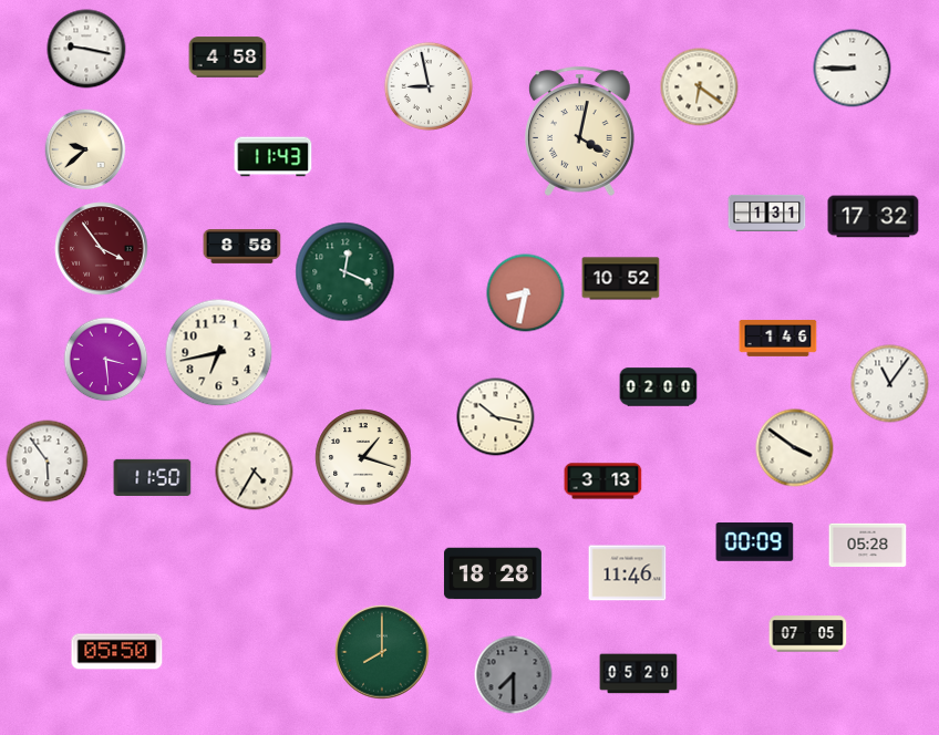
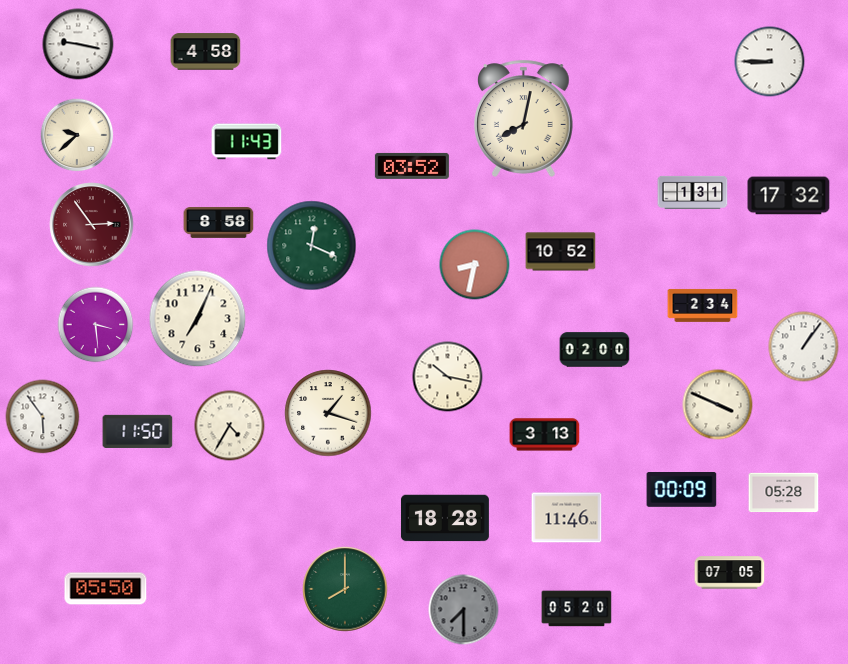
clock at (429, 86): 8:58 -> none
clock at (700, 87): 6:21 -> none
clock at (580, 131): 4:02 -> 8:02
clock at (412, 166): none -> 03:52
clock at (102, 249): 3:54 -> 2:54
clock at (778, 338): 1:46 -> 2:34
clock at (219, 353): 6:43 -> 7:04
clock at (890, 384): 11:06 -> 1:06
clock at (795, 448): 3:51 -> 3:49
